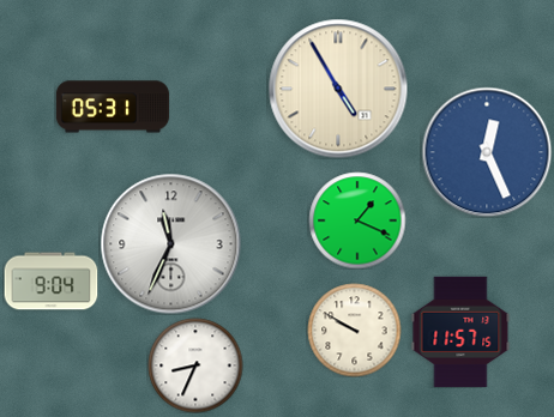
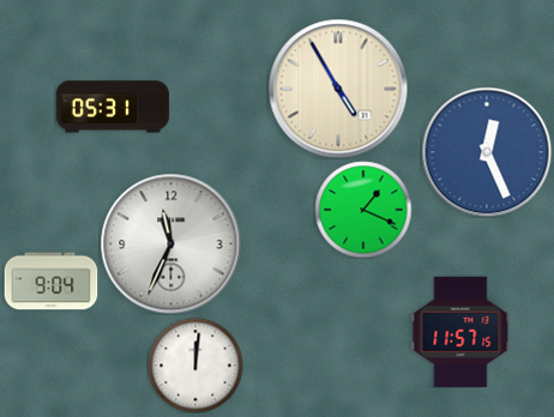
clock at (357, 220) position: (357, 220) -> (363, 210)
clock at (354, 330): 9:50 -> none
clock at (195, 365): 8:34 -> 12:01
